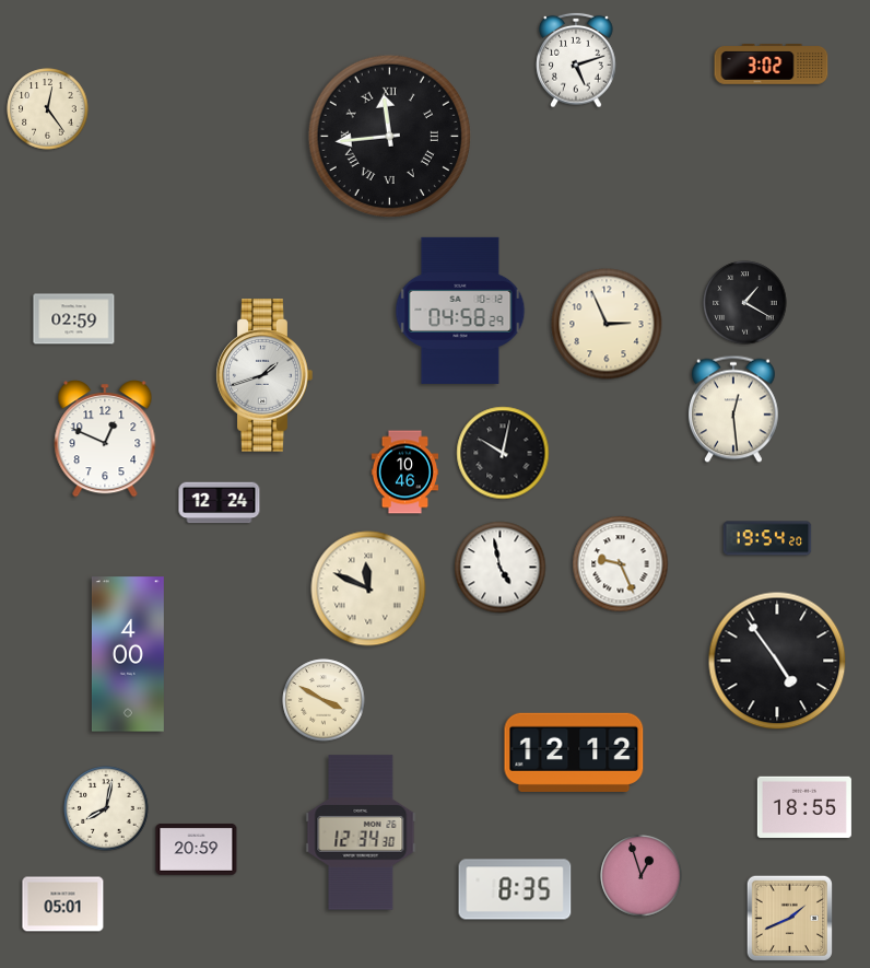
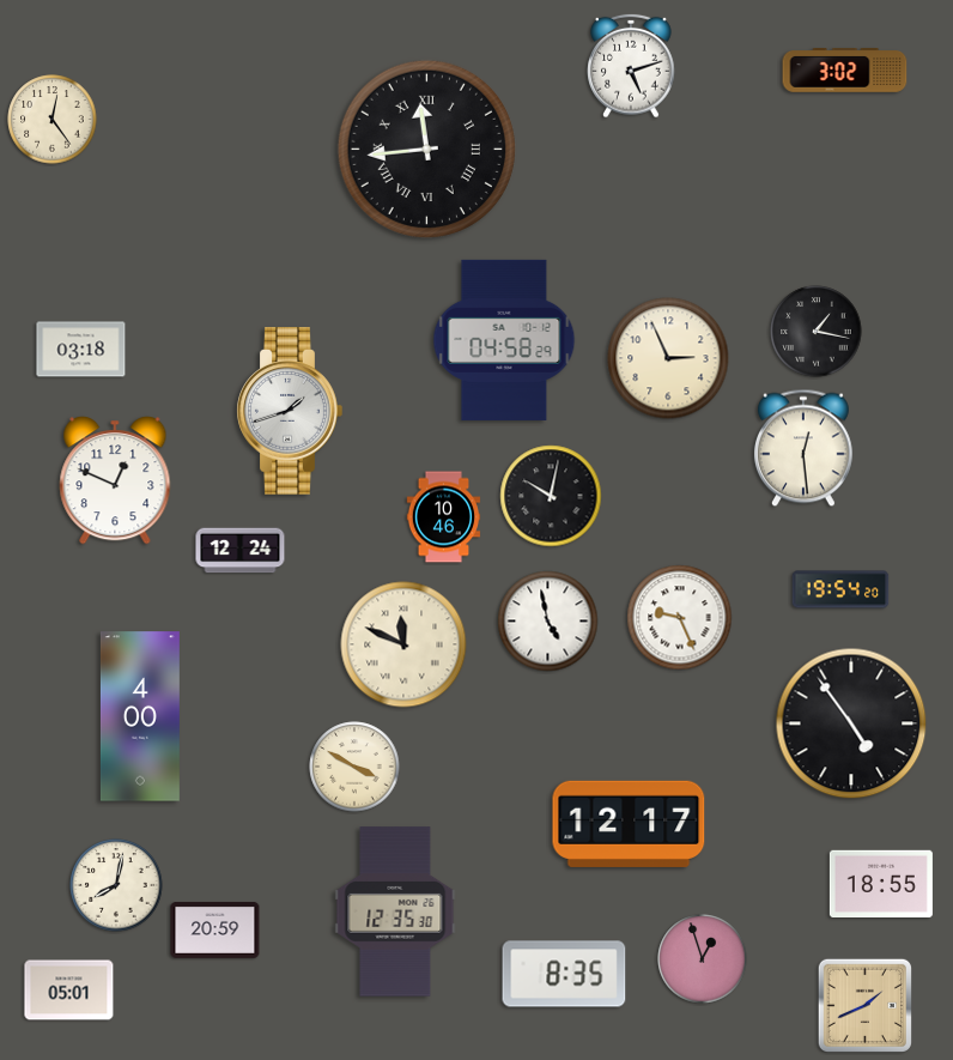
clock at (745, 303): 1:20 -> 1:17
clock at (74, 319): 02:59 -> 03:18
clock at (607, 324) position: (607, 324) -> (668, 358)
clock at (574, 753): 12:12 -> 12:17
clock at (361, 832): 12:34 -> 12:35
